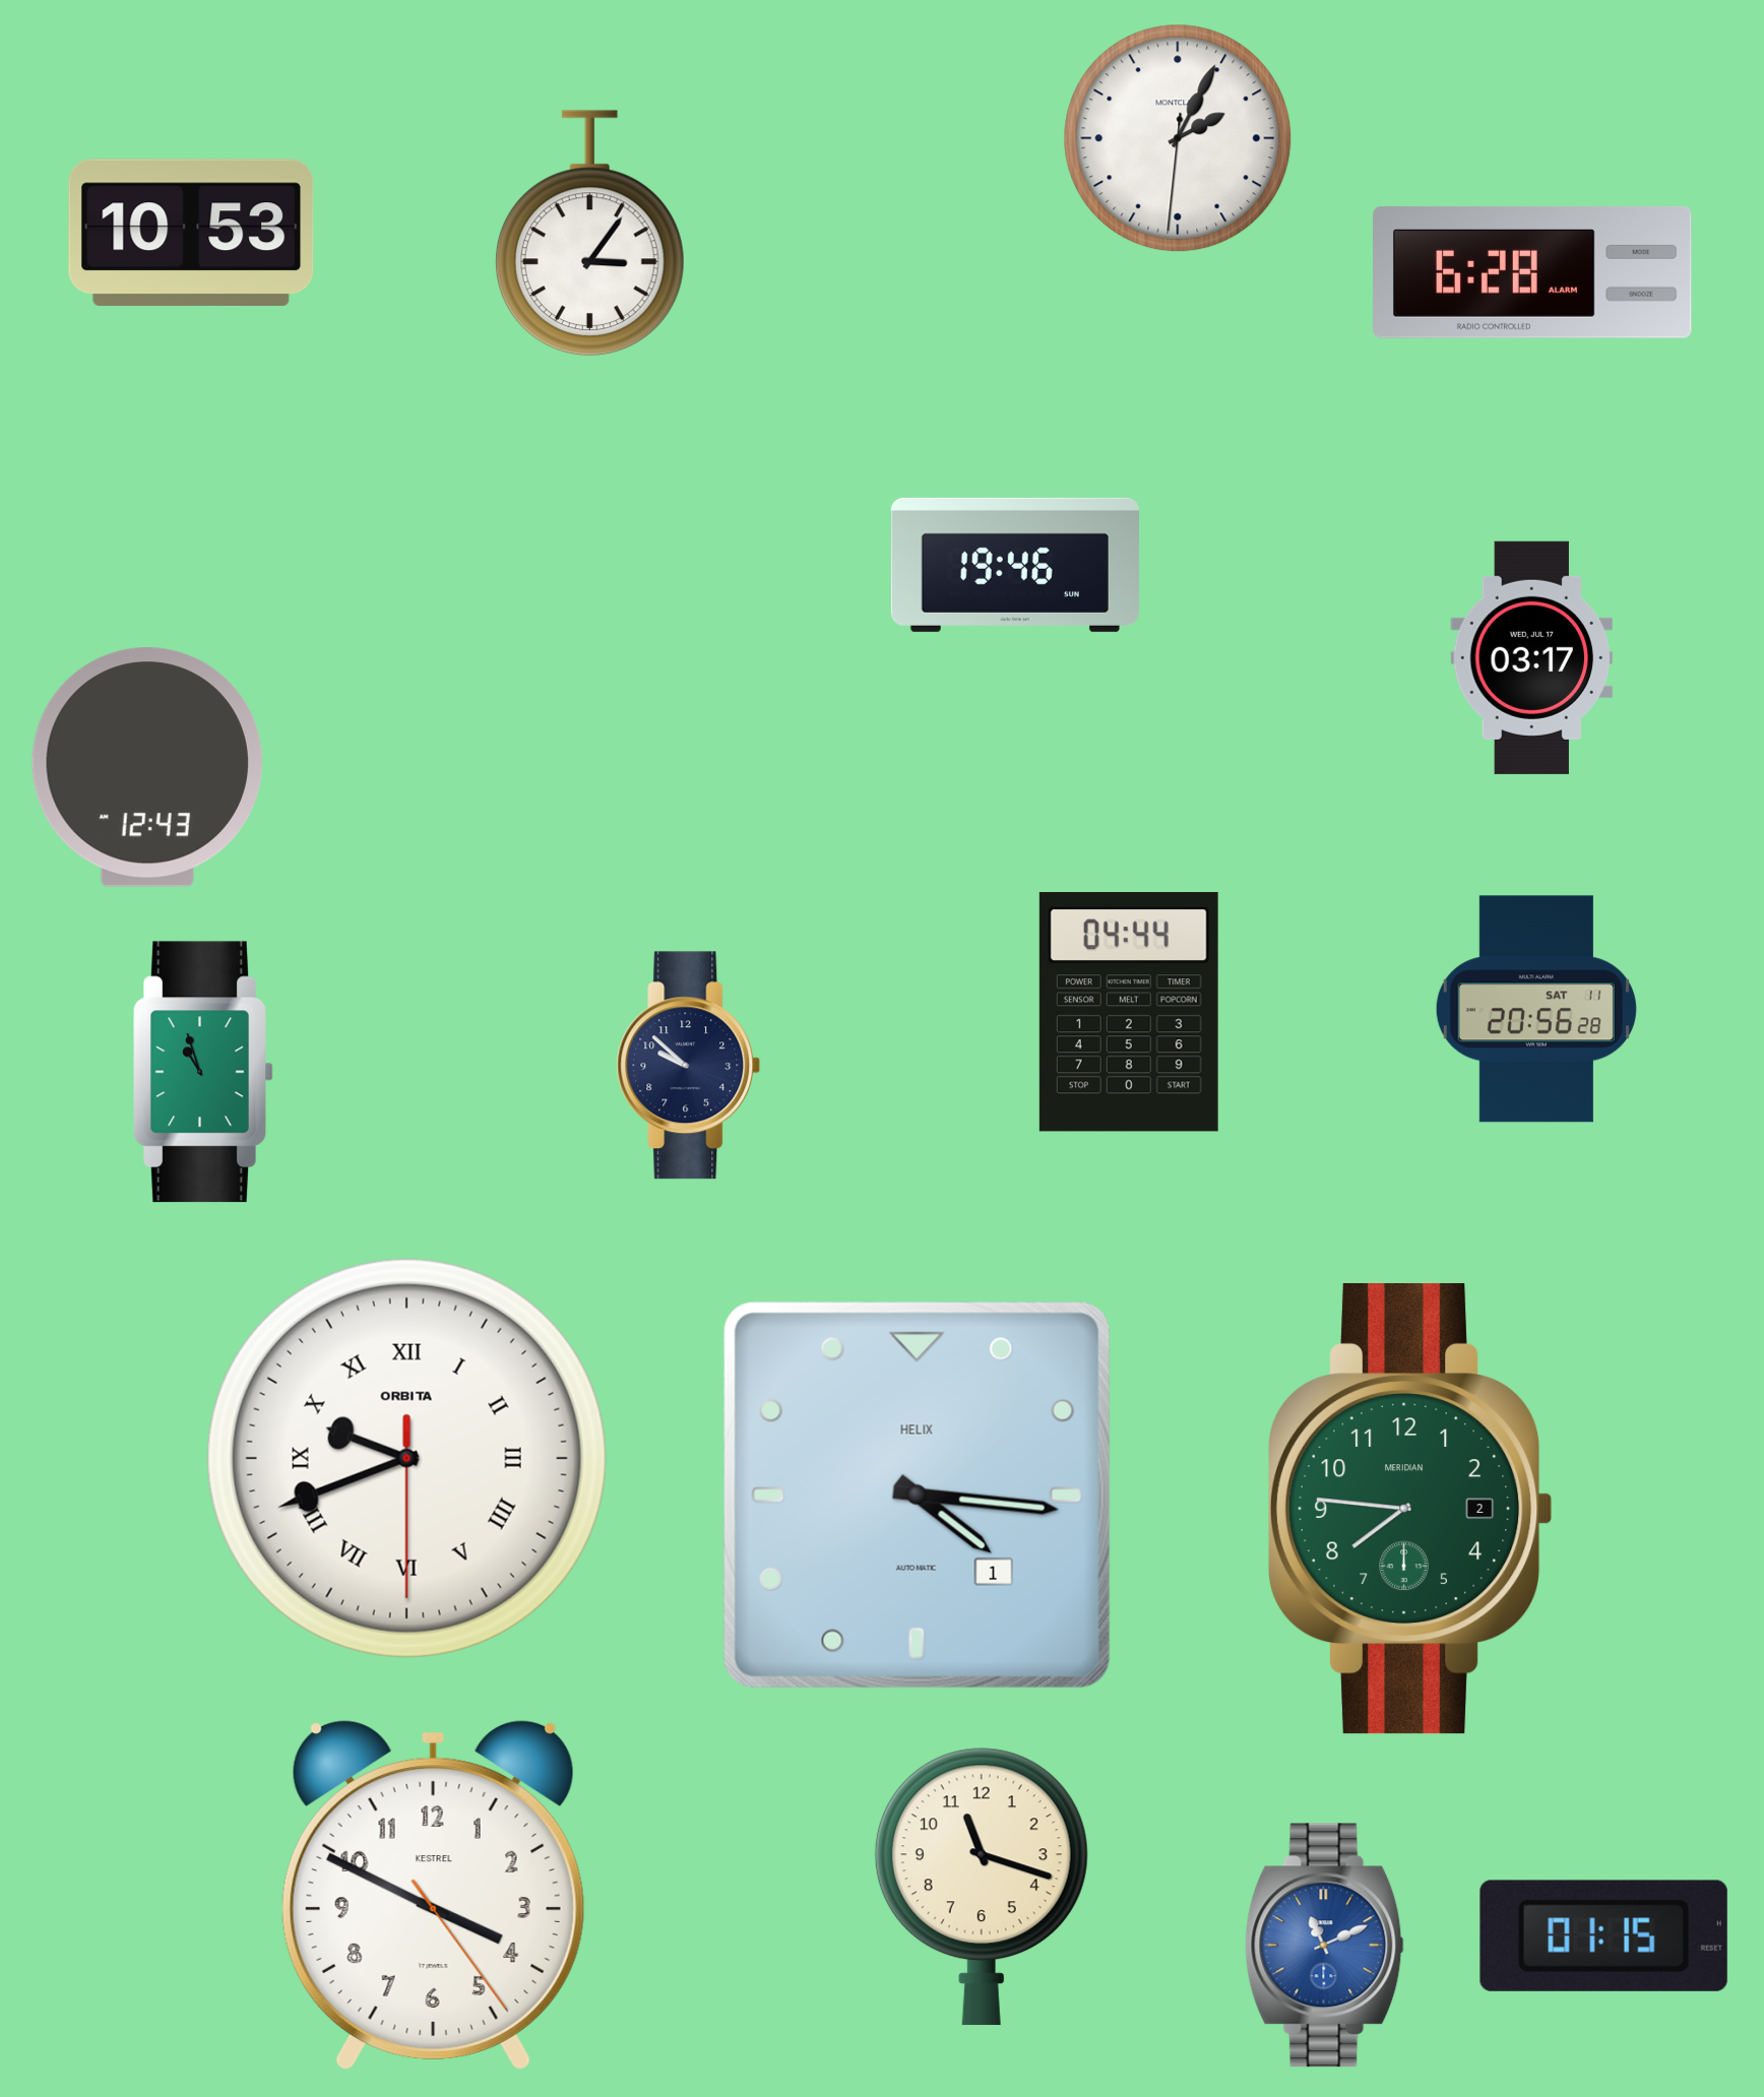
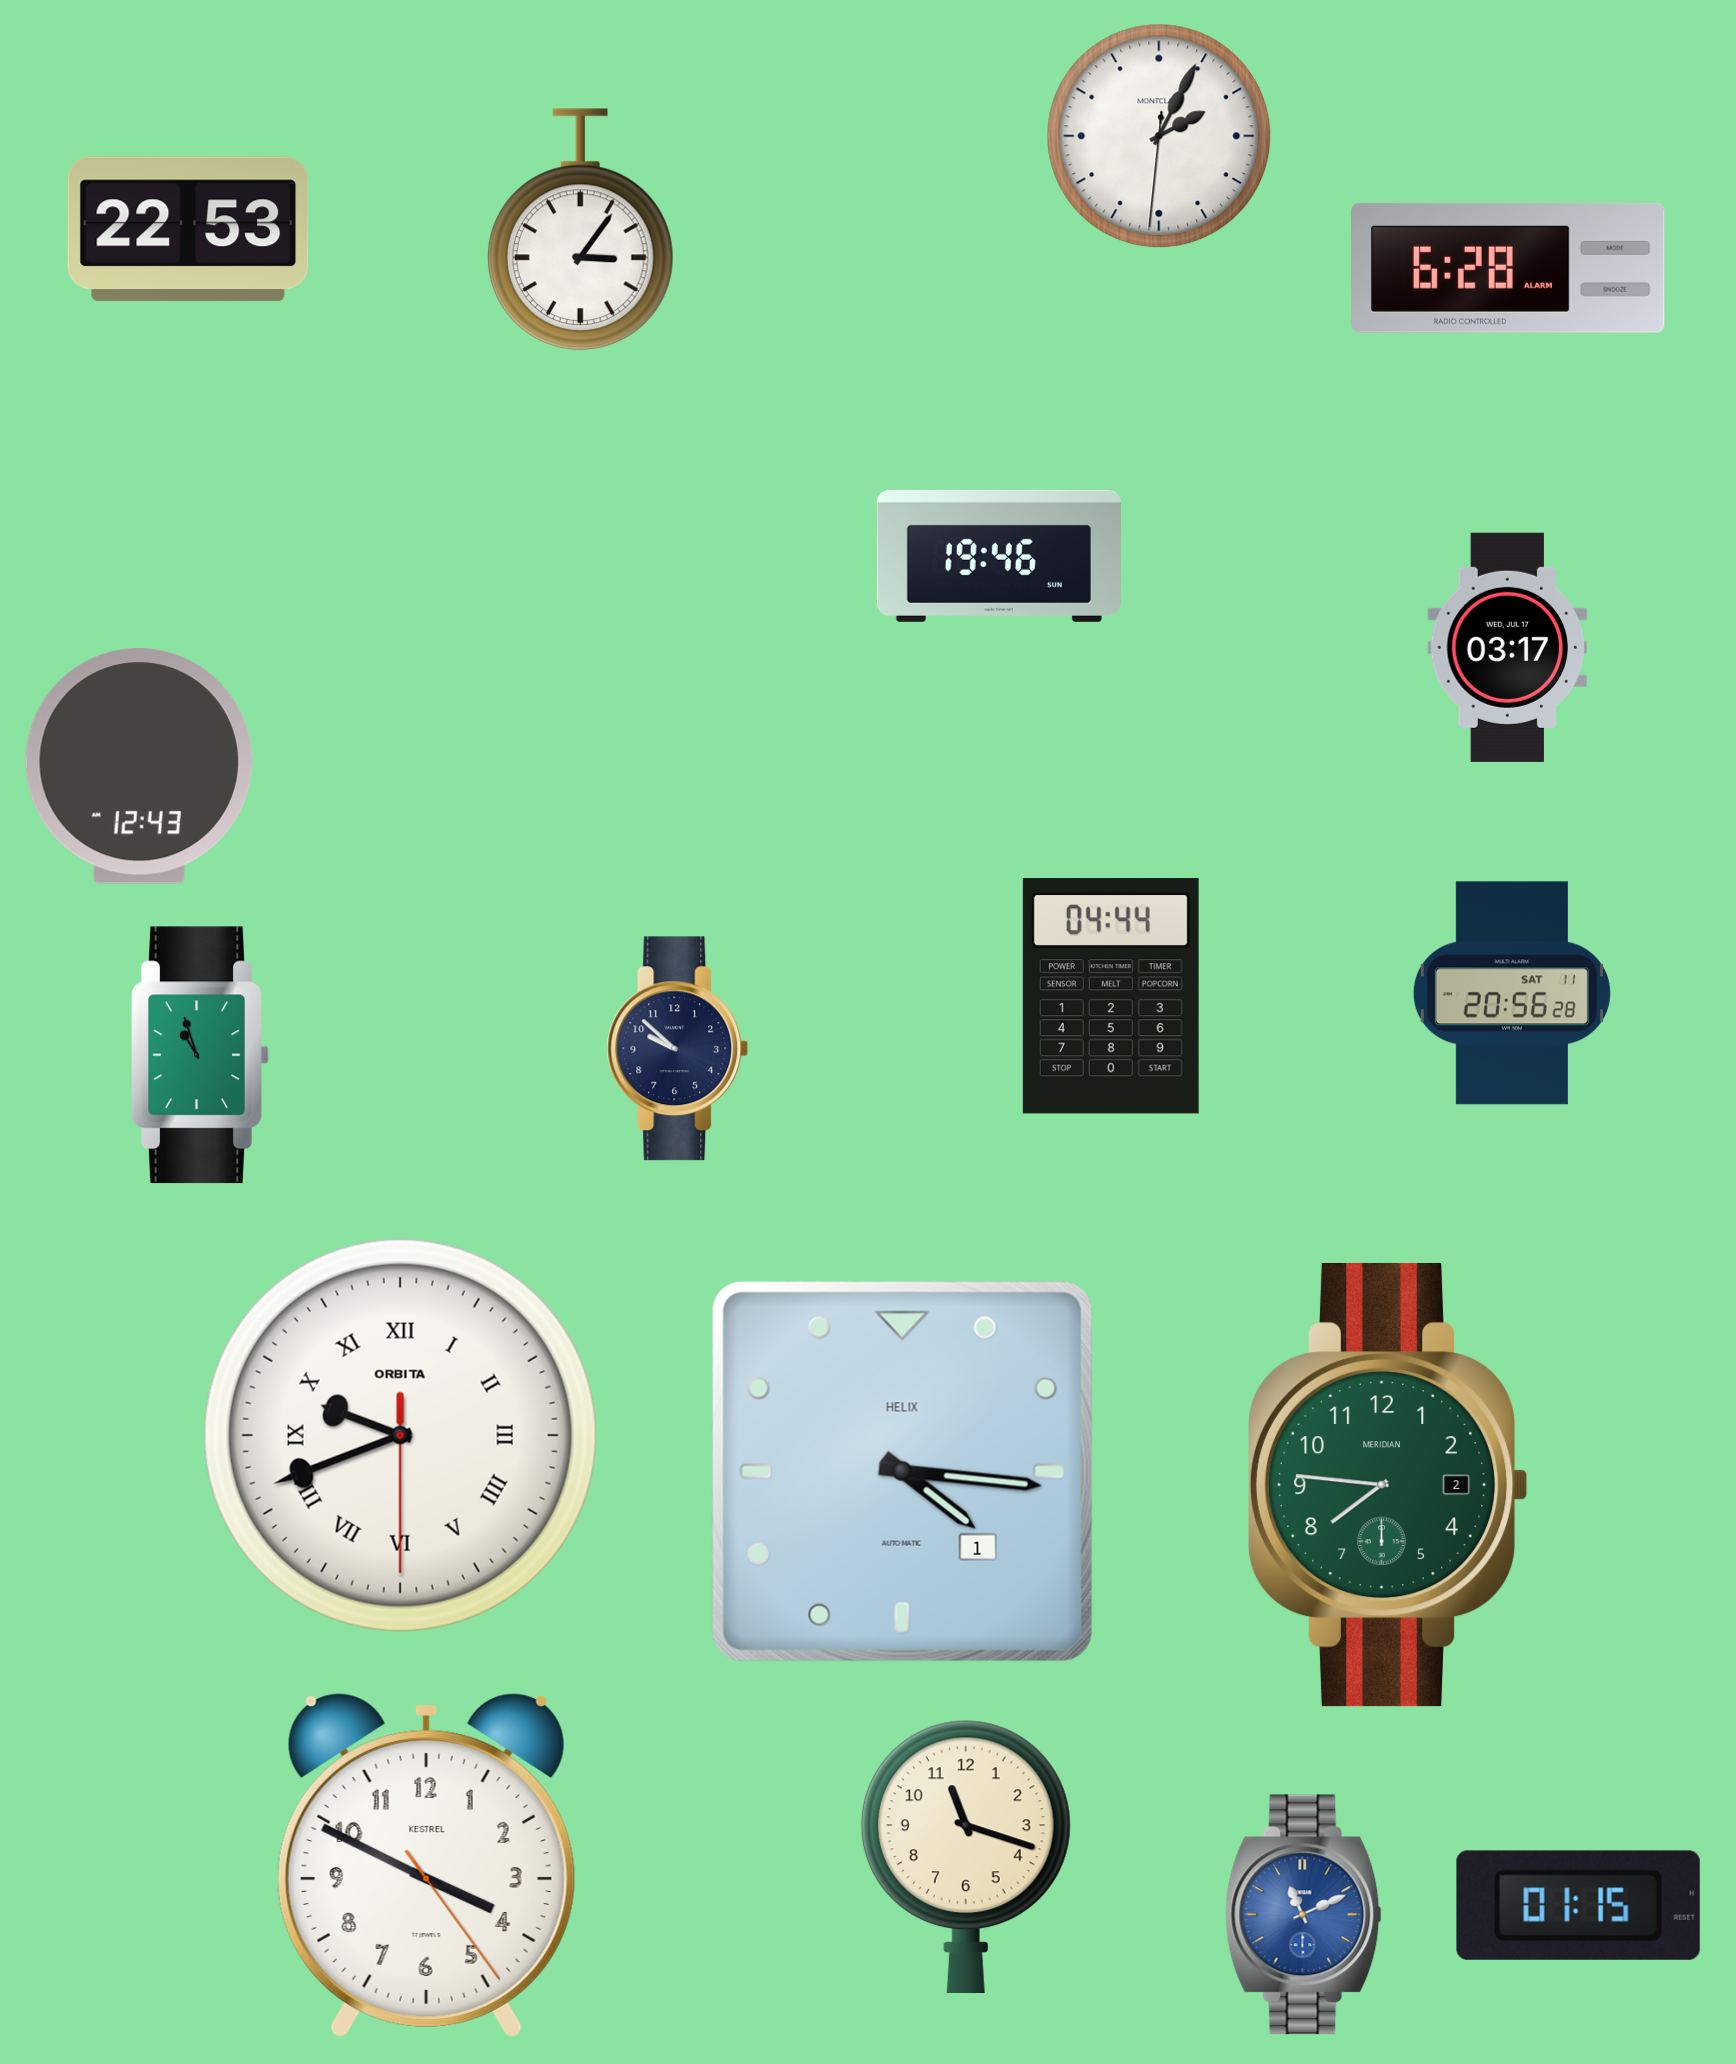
clock at (191, 233): 10:53 -> 22:53
clock at (147, 767) position: (147, 767) -> (139, 766)
